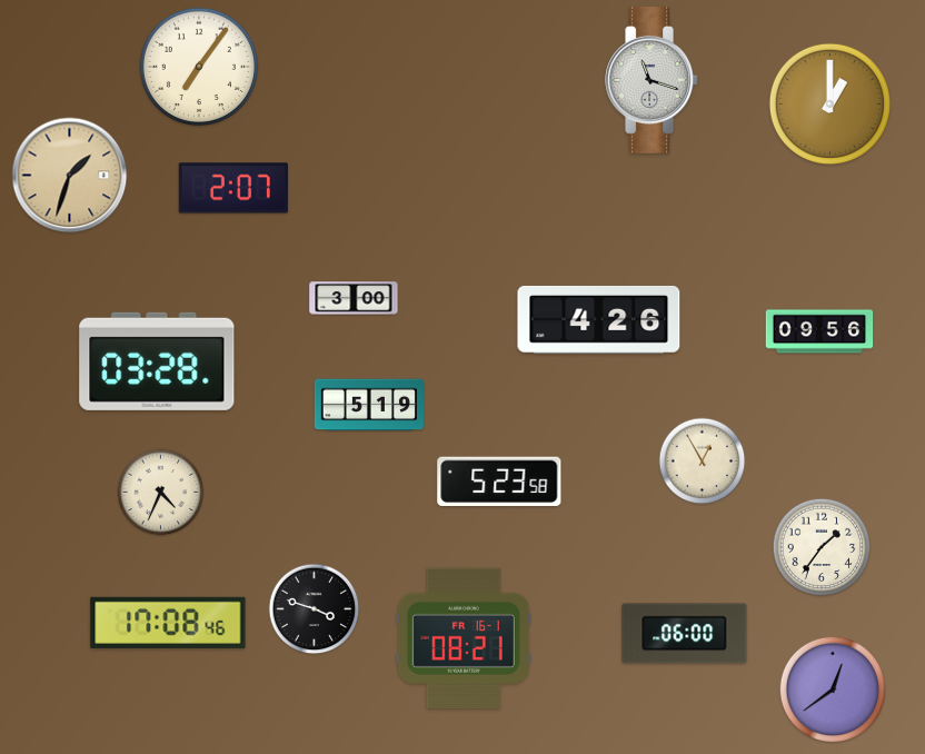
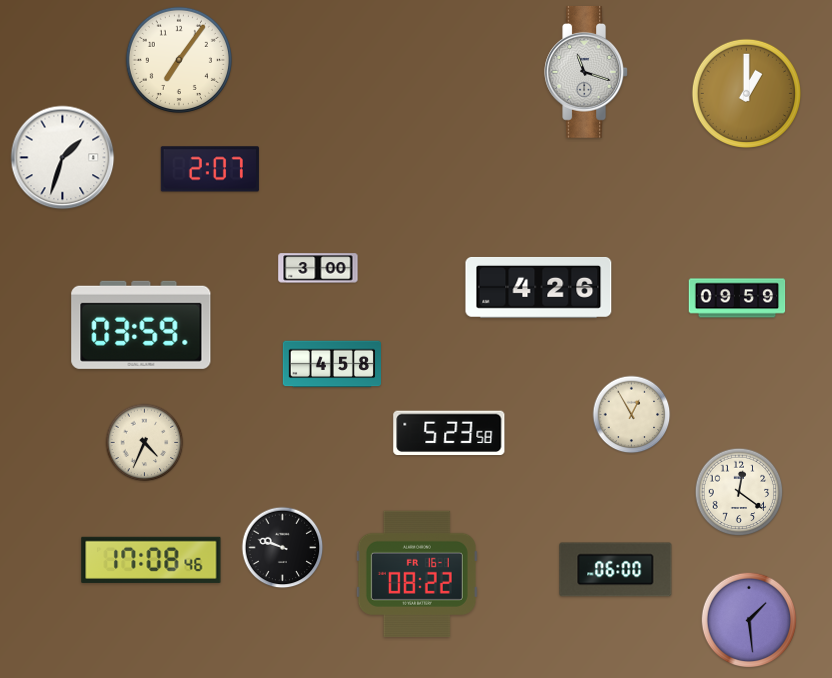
clock at (70, 176) dial: champagne -> white
clock at (819, 331): 09:56 -> 09:59
clock at (157, 361): 03:28 -> 03:59
clock at (368, 405): 5:19 -> 4:58
clock at (822, 547): 1:36 -> 12:21
clock at (315, 609): 3:48 -> 9:48
clock at (464, 638): 08:21 -> 08:22
clock at (833, 689): 12:39 -> 1:29
